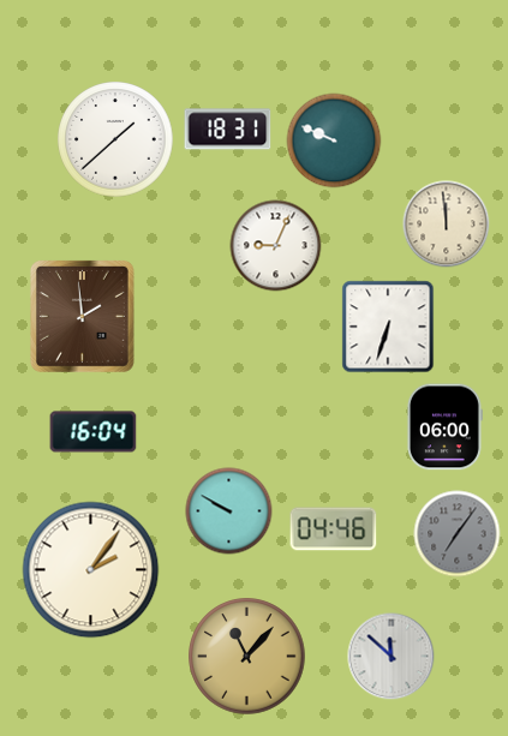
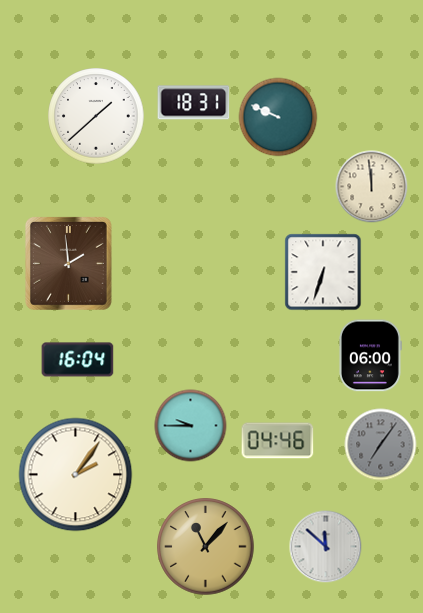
clock at (228, 130) position: (228, 130) -> (194, 103)
clock at (276, 246): 9:04 -> none
clock at (229, 511): 9:50 -> 9:45
